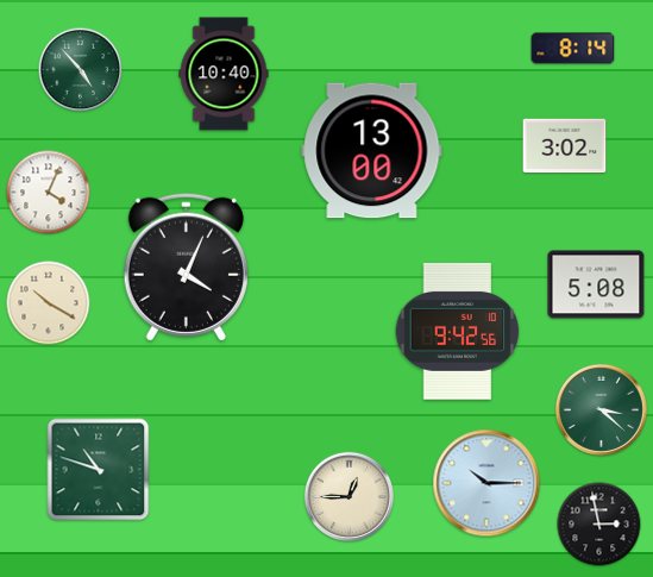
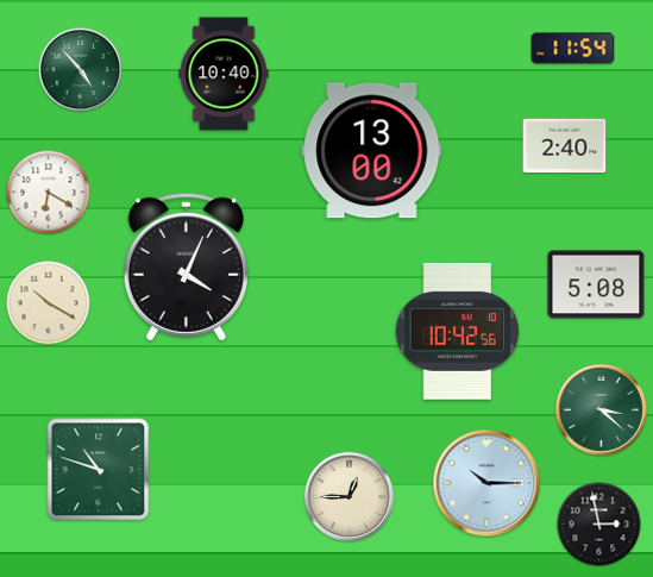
clock at (573, 49): 8:14 -> 11:54
clock at (565, 146): 3:02 -> 2:40
clock at (49, 193): 4:04 -> 6:20
clock at (458, 331): 9:42 -> 10:42
